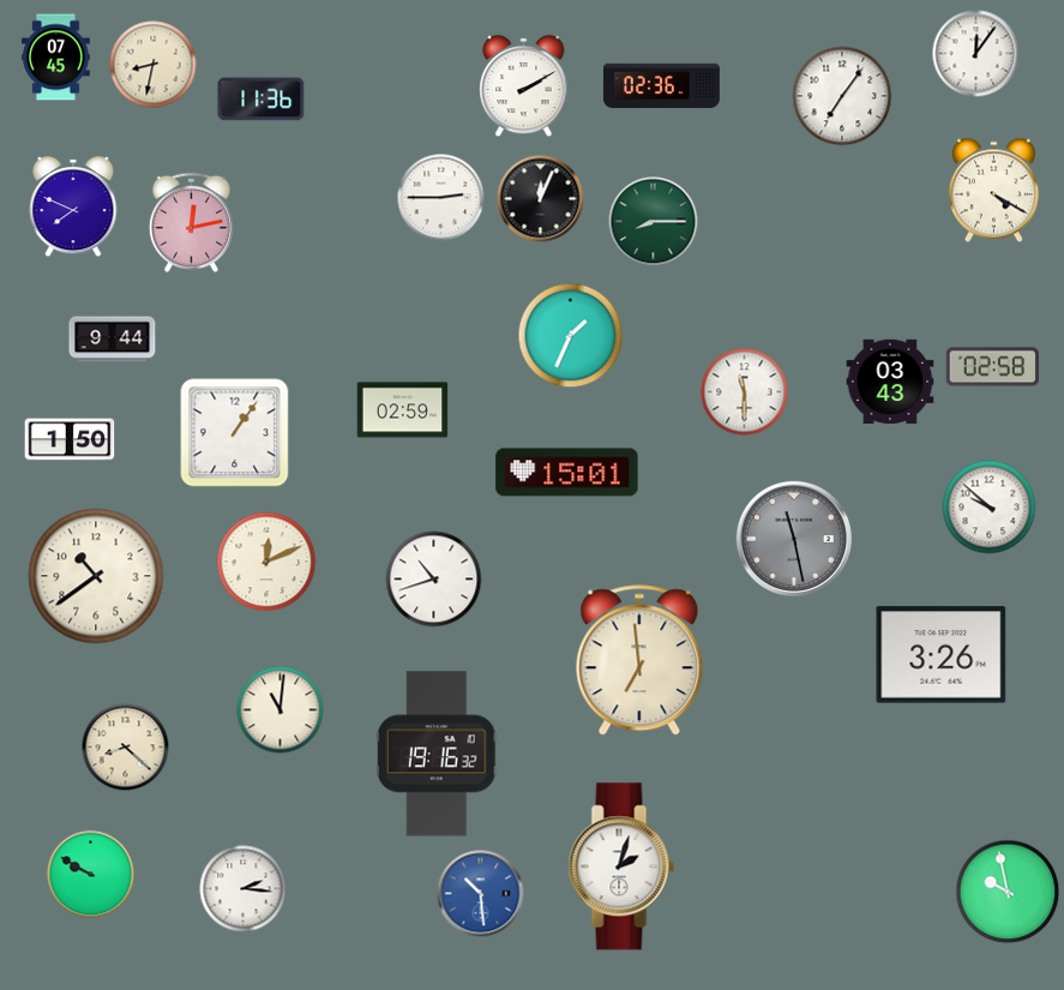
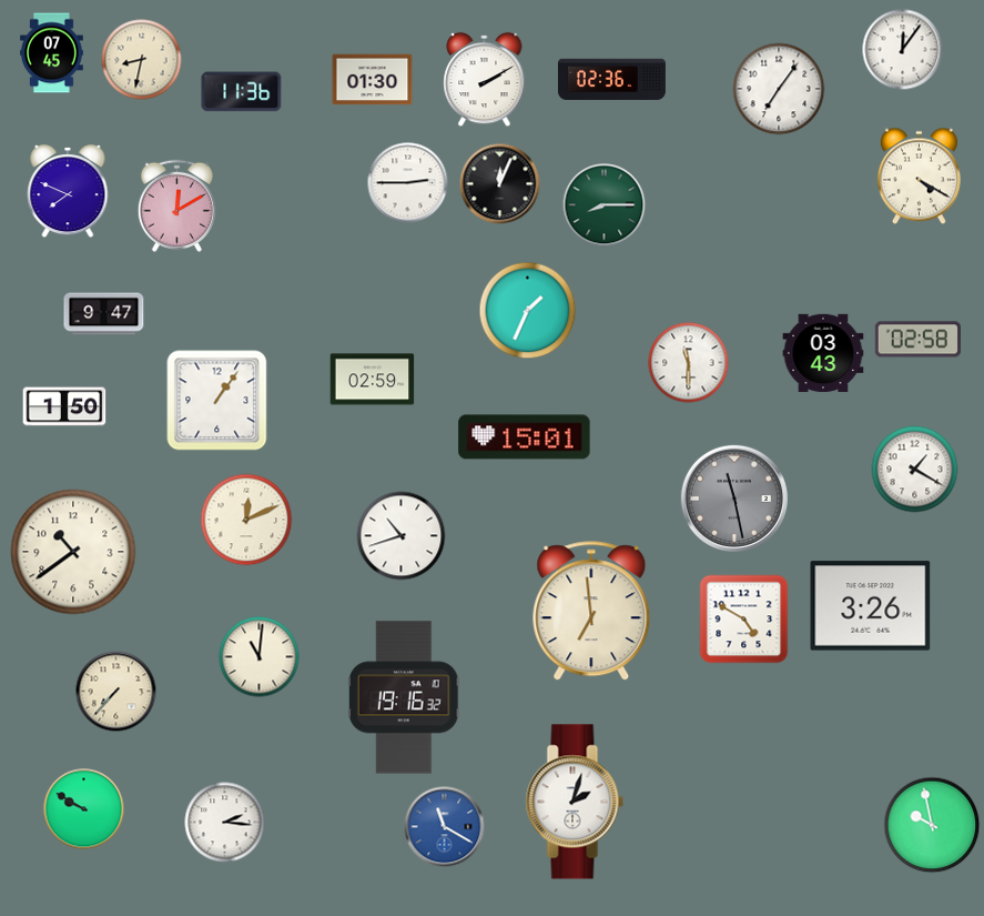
clock at (373, 80): none -> 01:30
clock at (191, 222): 12:13 -> 12:10
clock at (113, 340): 9:44 -> 9:47
clock at (990, 508): 9:52 -> 1:20
clock at (96, 576) position: (96, 576) -> (73, 552)
clock at (744, 620): none -> 4:50
clock at (126, 748): 8:22 -> 7:37
clock at (481, 894): 10:29 -> 11:20
